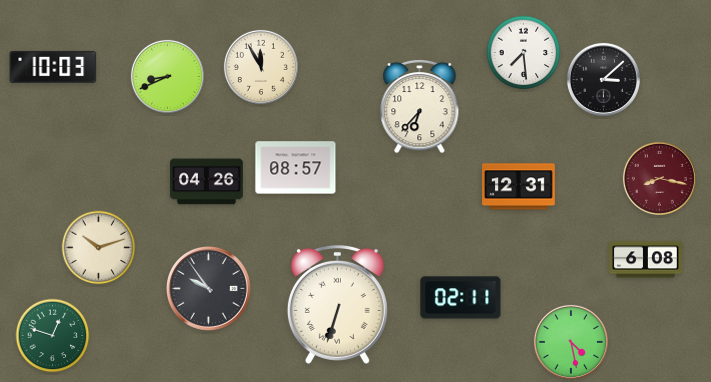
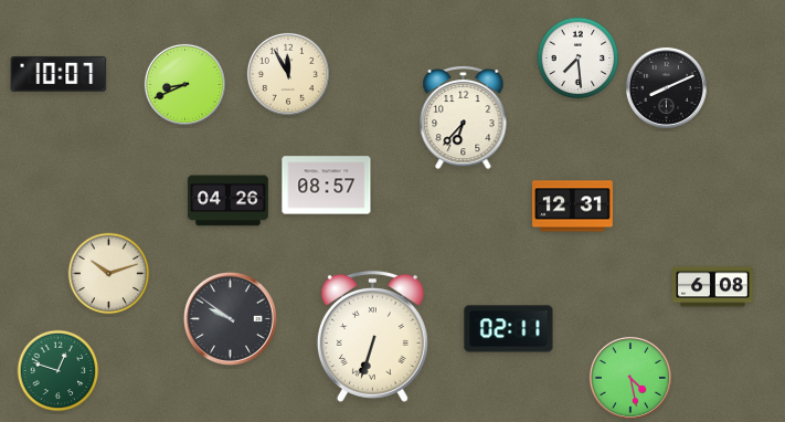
clock at (53, 67): 10:03 -> 10:07
clock at (603, 79): 3:08 -> 8:11
clock at (659, 178): 8:17 -> none
clock at (208, 288): 9:54 -> 9:51
